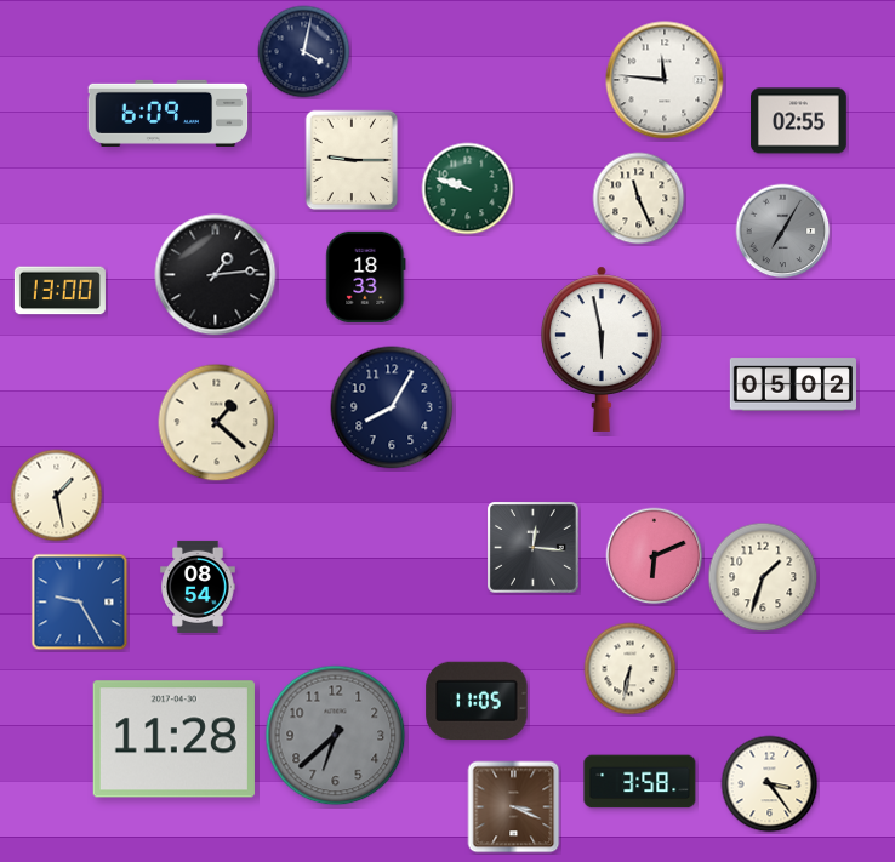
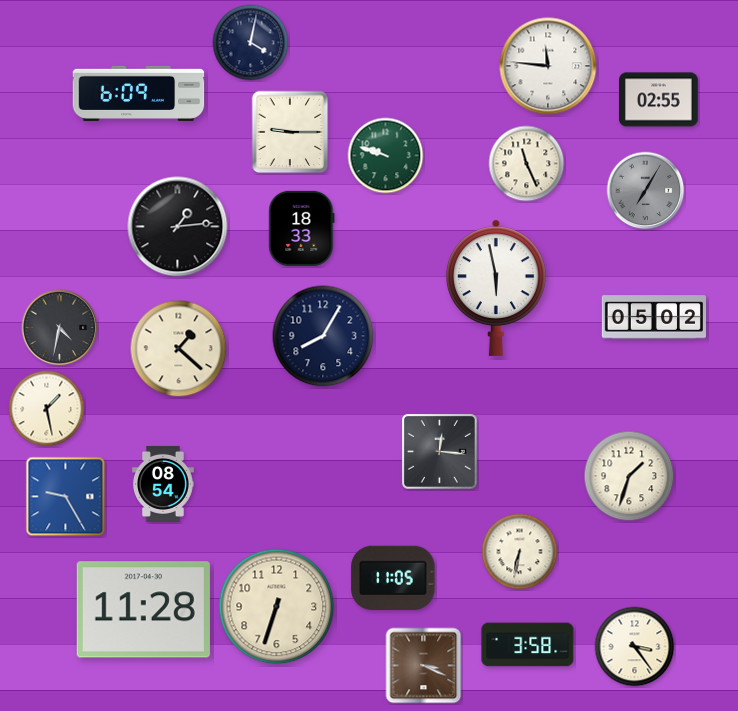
clock at (59, 291): 13:00 -> none
clock at (60, 328): none -> 4:32
clock at (655, 556): 6:11 -> none
clock at (336, 736): 6:38 -> 6:33
clock at (336, 736) dial: grey -> cream
